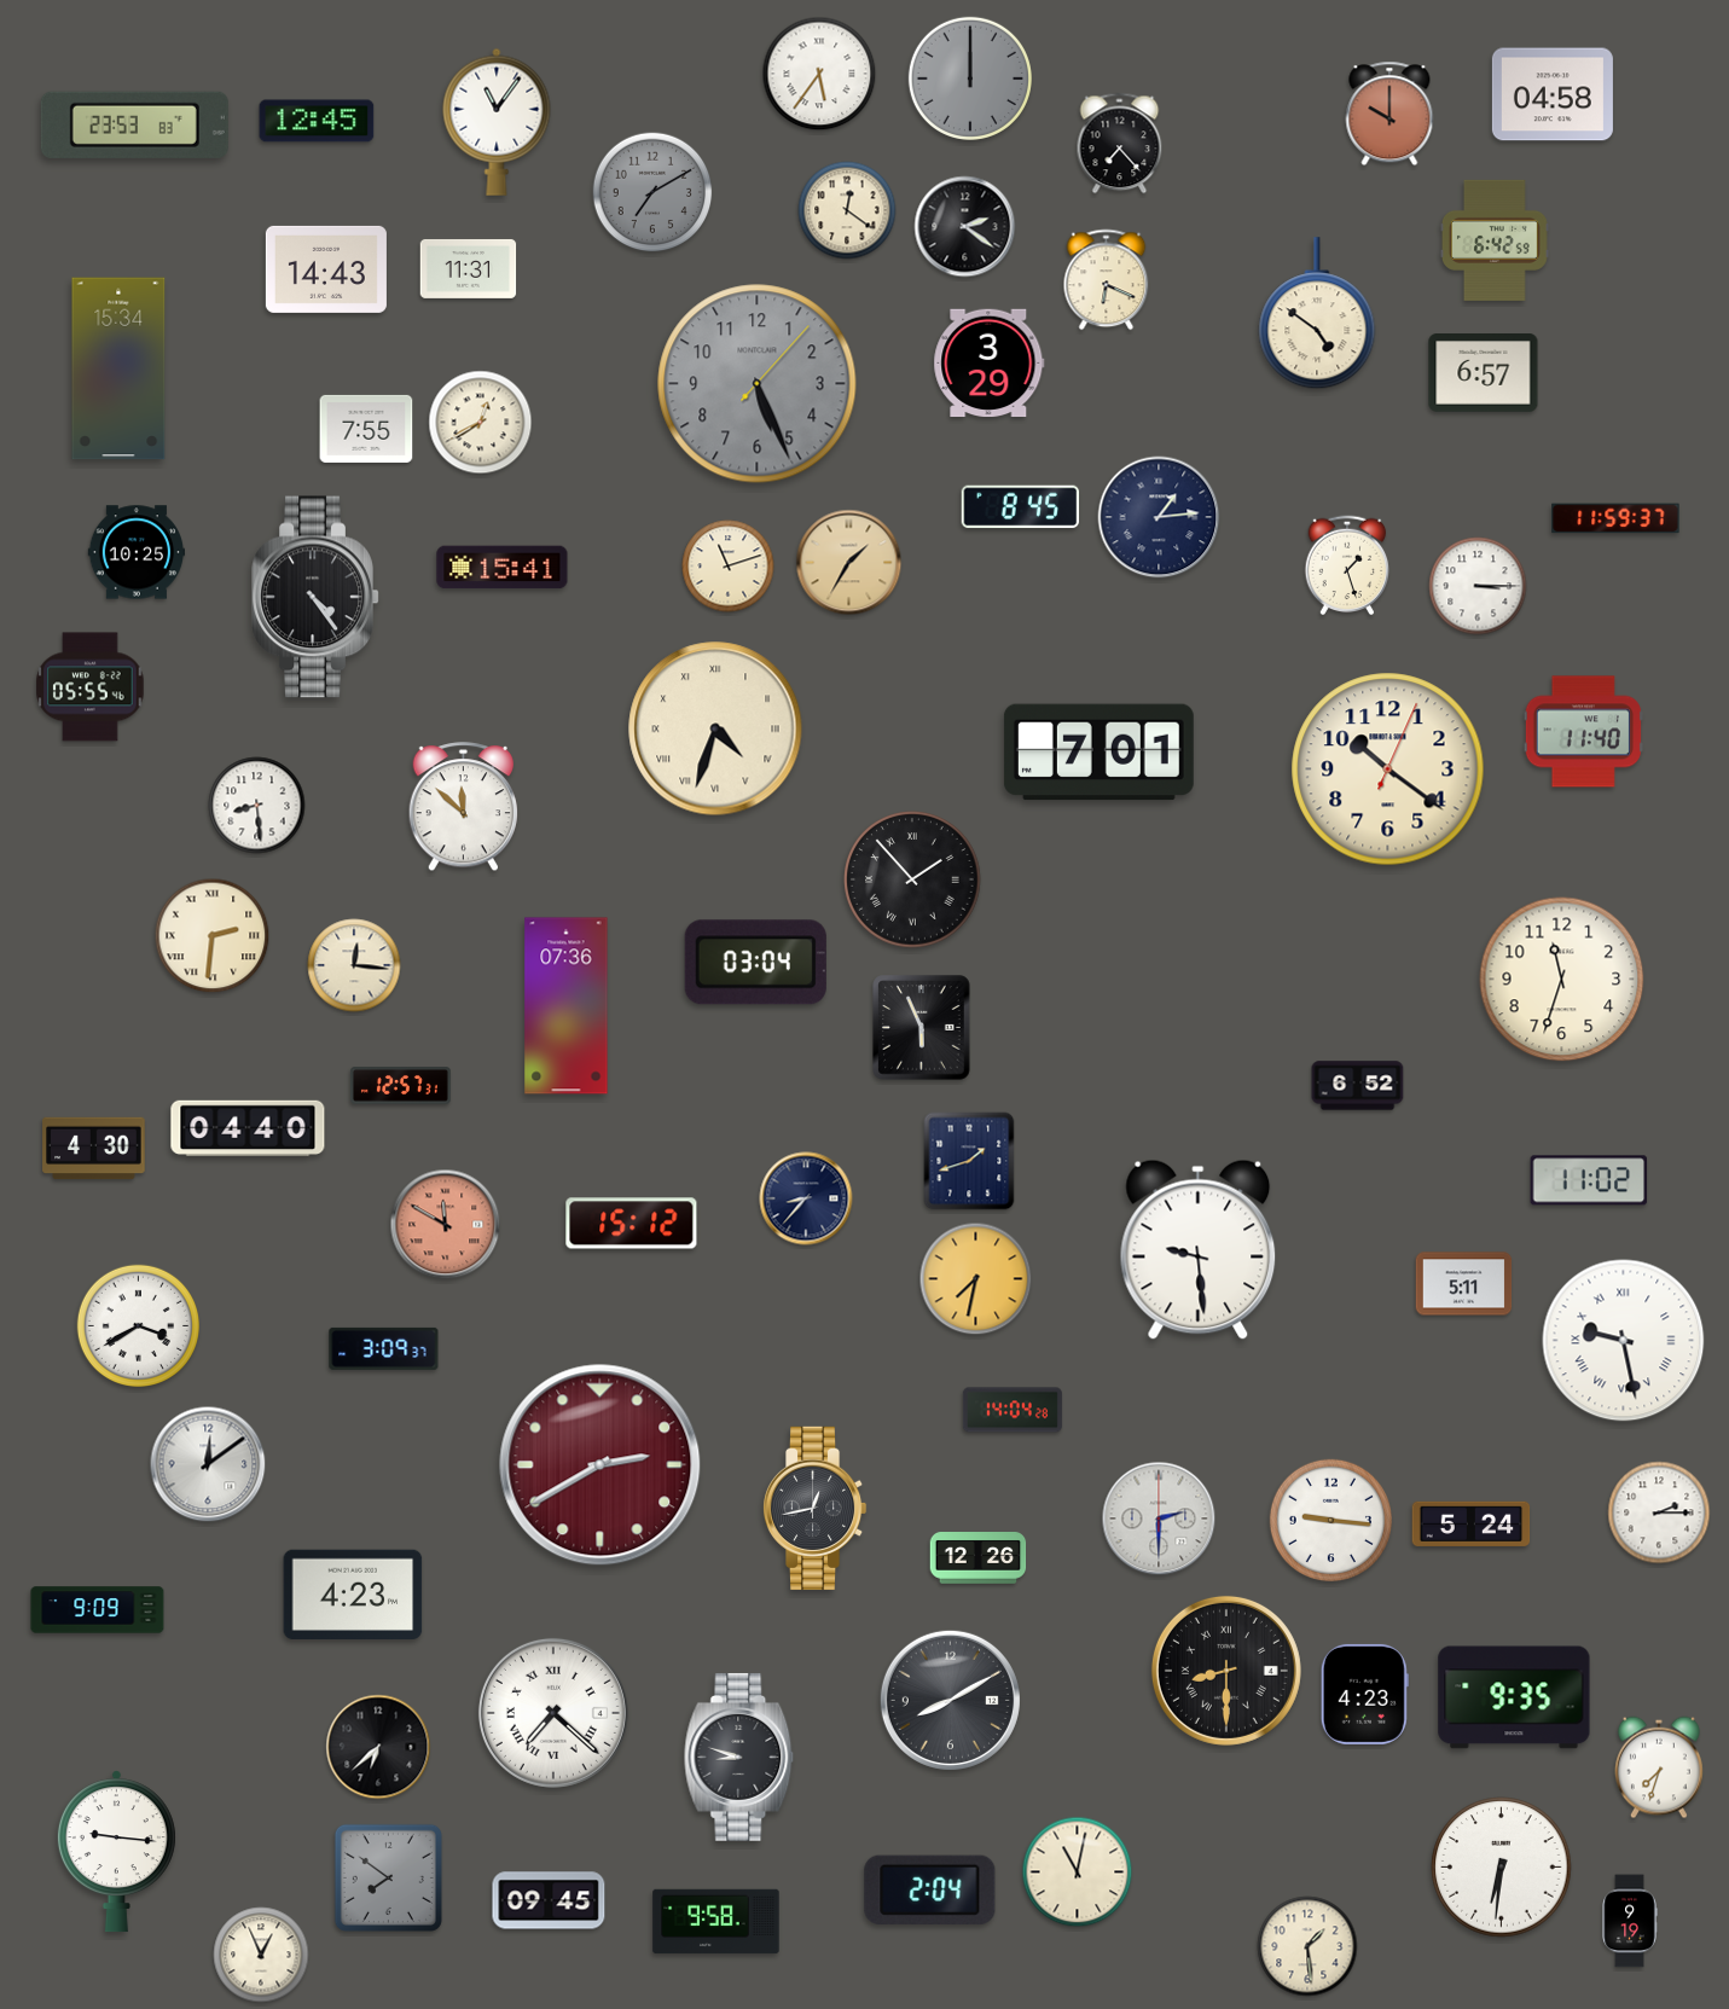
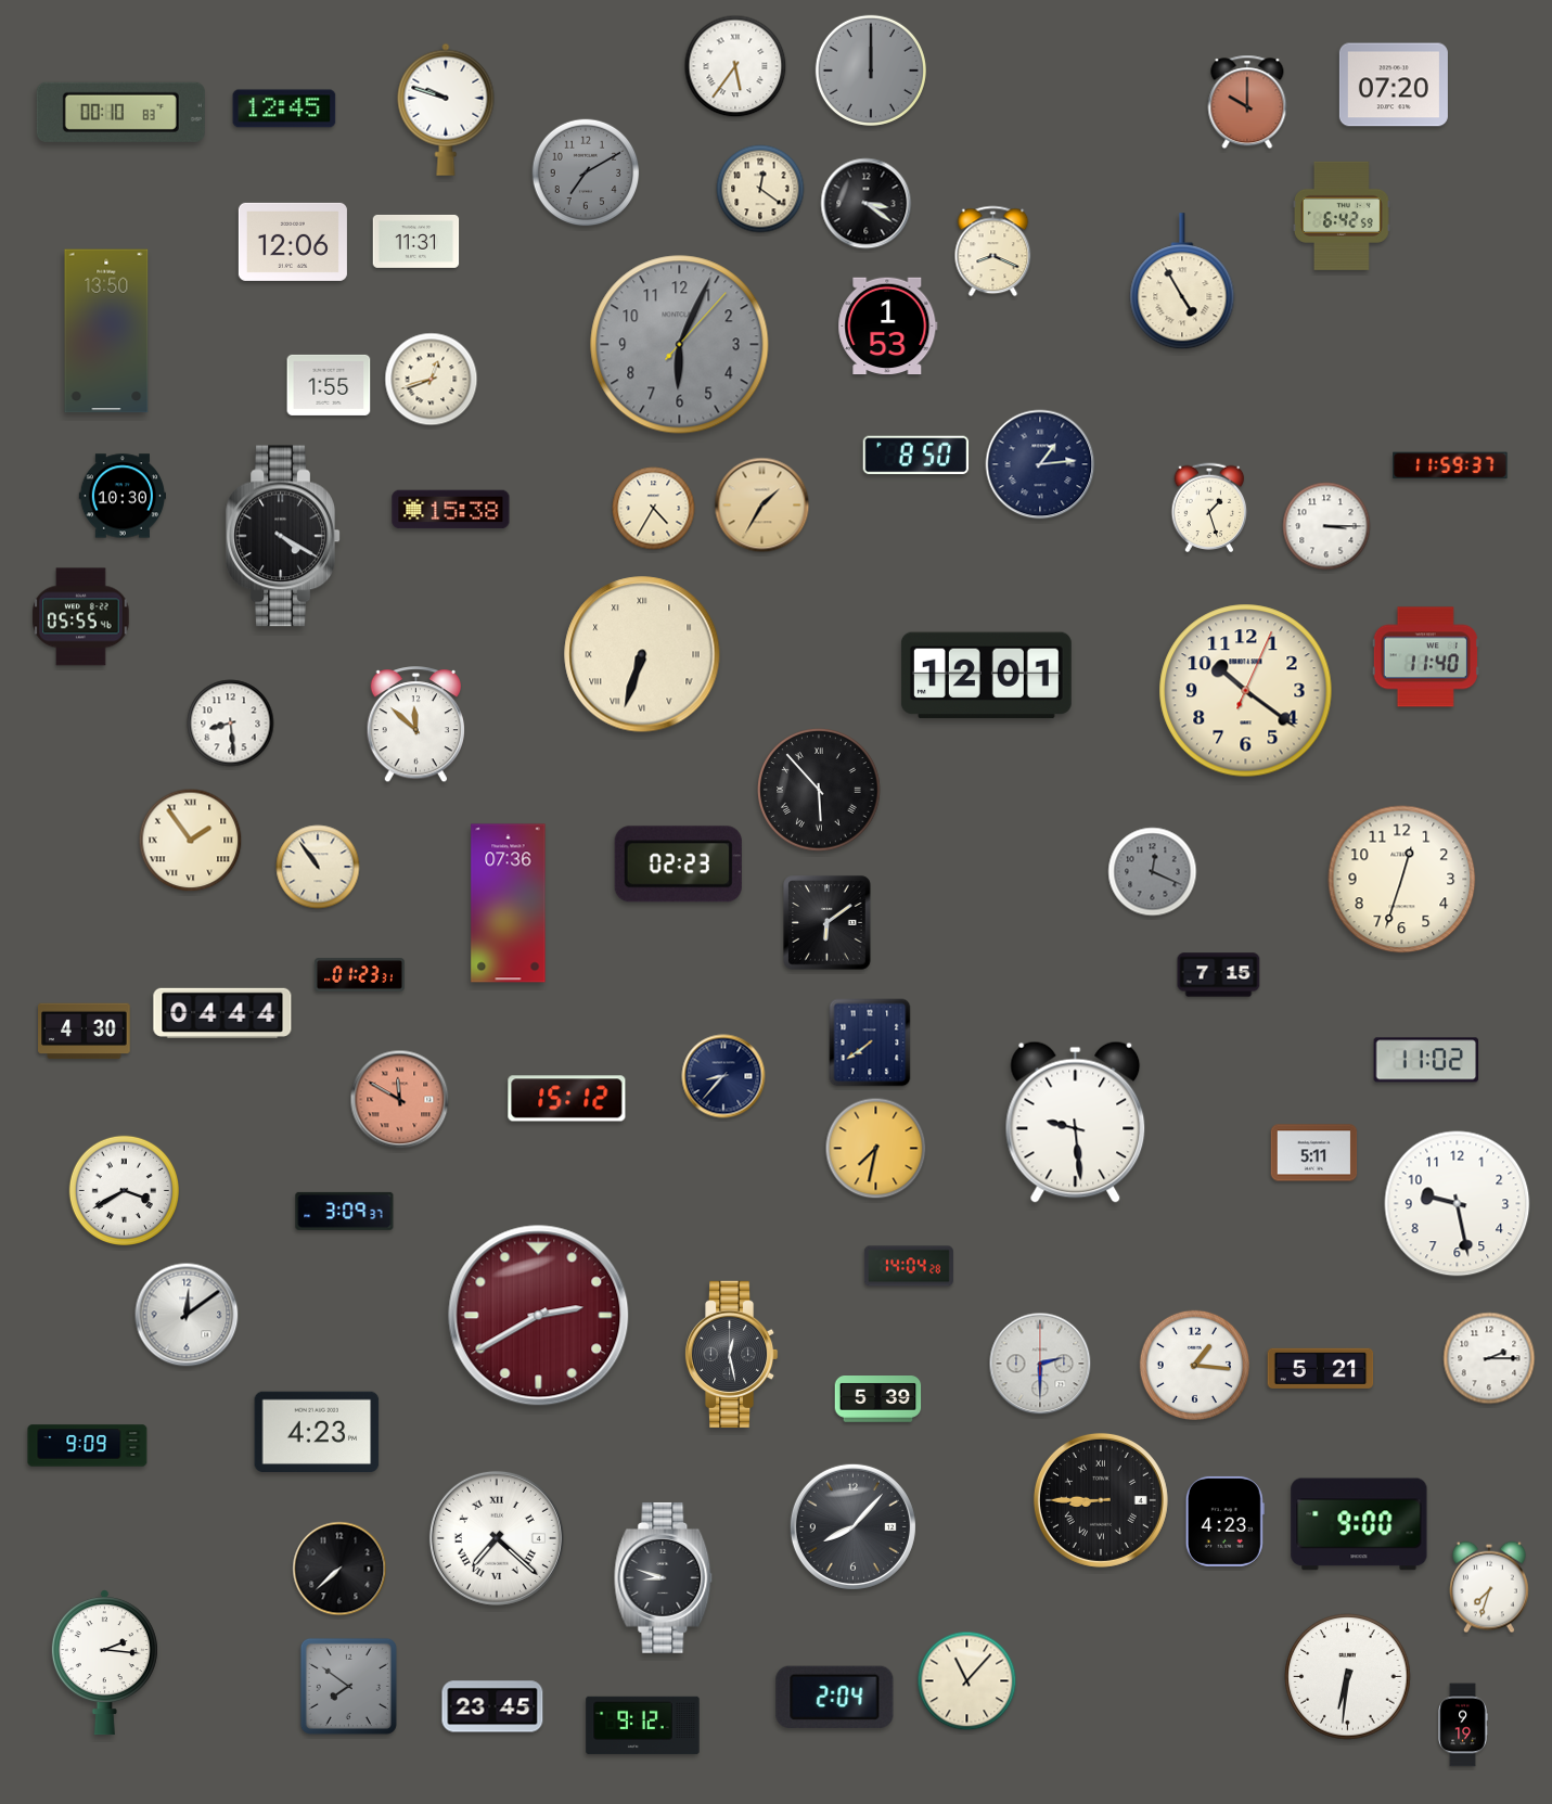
clock at (1553, 94): 04:58 -> 07:20
clock at (497, 122): 11:06 -> 9:48
clock at (134, 124): 23:53 -> 00:10
clock at (1120, 144): 7:23 -> none
clock at (965, 227): 2:21 -> 3:21
clock at (469, 268) position: (469, 268) -> (416, 241)
clock at (326, 269): 14:43 -> 12:06
clock at (1107, 280): 6:19 -> 8:19
clock at (1317, 314): 4:51 -> 4:55
clock at (990, 364): 3:29 -> 1:53
clock at (118, 368): 15:34 -> 13:50
clock at (1484, 373): 6:57 -> none
clock at (758, 384): 5:26 -> 6:04
clock at (481, 423): 12:40 -> 12:42
clock at (366, 429): 7:55 -> 1:55
clock at (1021, 507): 8:45 -> 8:50
clock at (137, 552): 10:25 -> 10:30
clock at (729, 567): 11:12 -> 4:35
clock at (503, 568): 15:41 -> 15:38
clock at (315, 597): 4:24 -> 4:20
clock at (715, 728): 4:33 -> 6:33
clock at (1583, 732) position: (1583, 732) -> (1425, 657)
clock at (1098, 753): 7:01 -> 12:01
clock at (912, 879): 1:53 -> 5:53
clock at (213, 936): 2:31 -> 1:54
clock at (755, 963): 03:04 -> 02:23
clock at (354, 965): 12:16 -> 10:54
clock at (1153, 872): none -> 12:19
clock at (1562, 980): 11:33 -> 12:33
clock at (922, 1028): 5:56 -> 6:09
clock at (400, 1086): 12:57 -> 01:23
clock at (1358, 1086): 6:52 -> 7:15
clock at (248, 1127): 04:40 -> 04:44
clock at (969, 1161): 1:42 -> 7:39
clock at (1624, 1341) numerals: Roman -> Arabic
clock at (814, 1508): 12:43 -> 12:28
clock at (1330, 1520): 9:16 -> 1:16
clock at (1472, 1523): 5:24 -> 5:21
clock at (979, 1558): 12:26 -> 5:39
clock at (1226, 1671): 8:30 -> 8:45
clock at (1514, 1697): 9:35 -> 9:00
clock at (950, 1700): 8:10 -> 8:07
clock at (378, 1747): 6:38 -> 7:38
clock at (116, 1852): 9:16 -> 2:16
clock at (1078, 1872): 11:02 -> 11:07
clock at (549, 1900): 09:45 -> 23:45
clock at (716, 1922): 9:58 -> 9:12
clock at (1307, 1946): 1:29 -> none
clock at (261, 1955): 12:56 -> none
